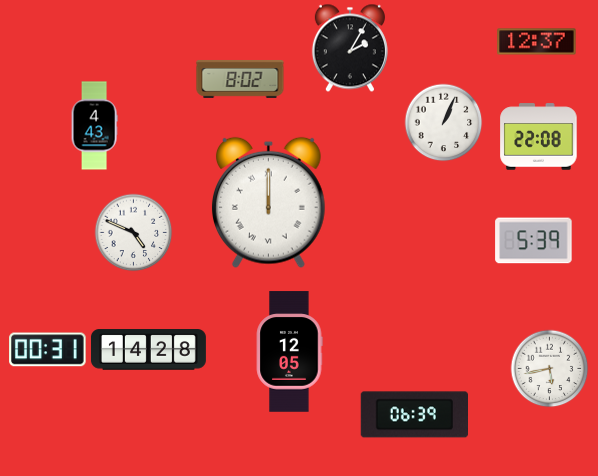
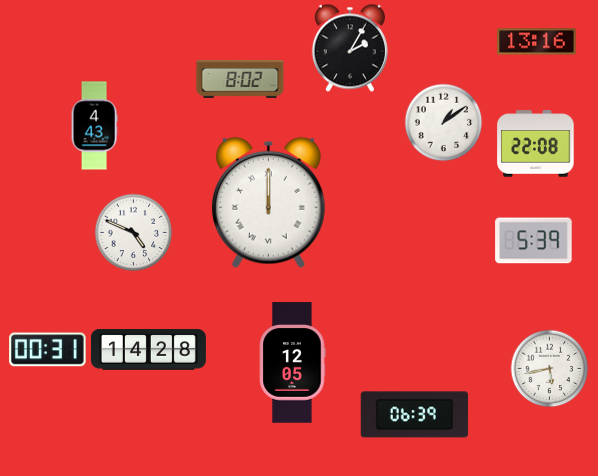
clock at (537, 42): 12:37 -> 13:16
clock at (443, 122): 1:04 -> 1:09
clock at (539, 137) position: (539, 137) -> (536, 144)
clock at (289, 352) position: (289, 352) -> (292, 363)
